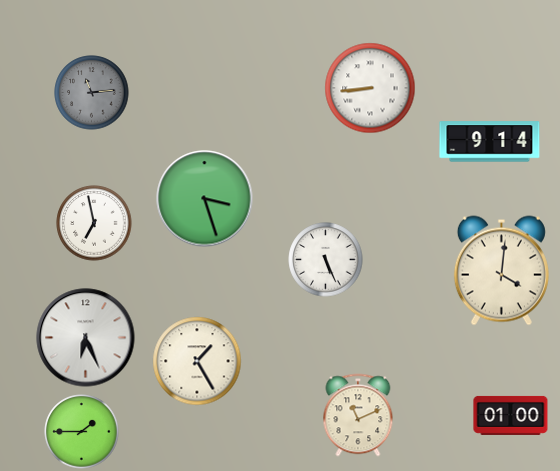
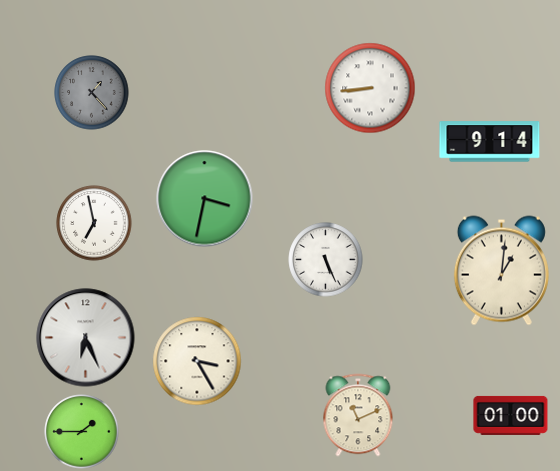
clock at (92, 93): 11:14 -> 1:23
clock at (205, 199): 3:27 -> 3:32
clock at (501, 271): 4:01 -> 1:01
clock at (197, 361): 1:25 -> 3:25
